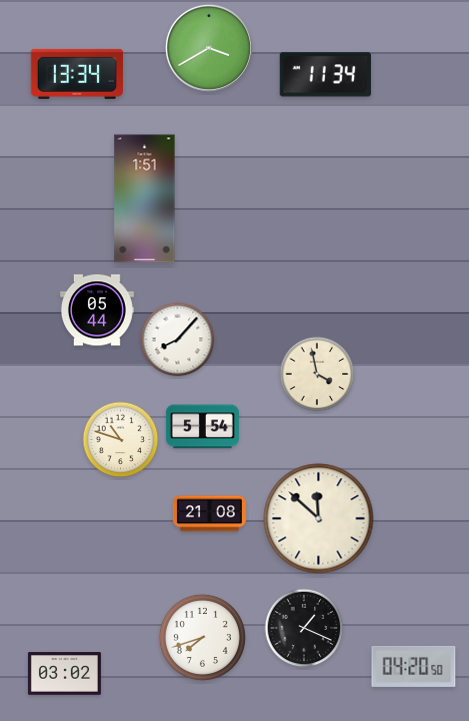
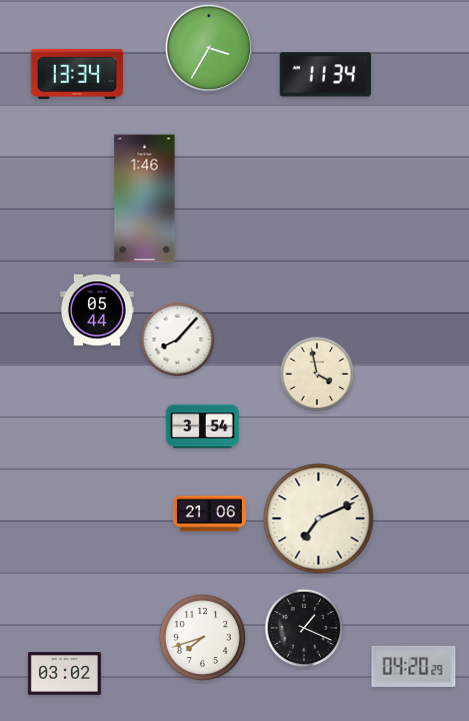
clock at (209, 48): 3:40 -> 3:35
clock at (145, 199): 1:51 -> 1:46
clock at (202, 427): 5:54 -> 3:54
clock at (121, 440): 10:48 -> none
clock at (209, 514): 21:08 -> 21:06
clock at (319, 519): 11:52 -> 7:11
clock at (414, 666): 04:20:50 -> 04:20:29
